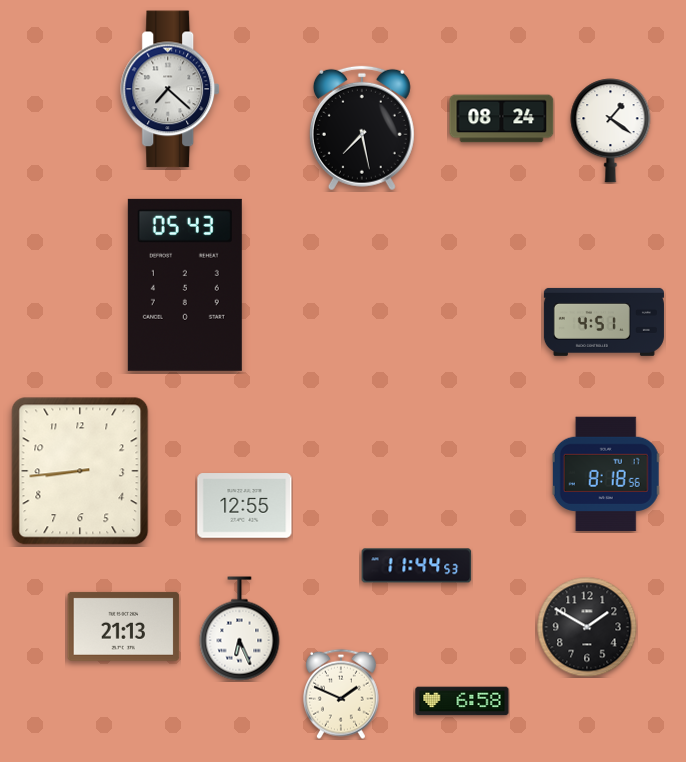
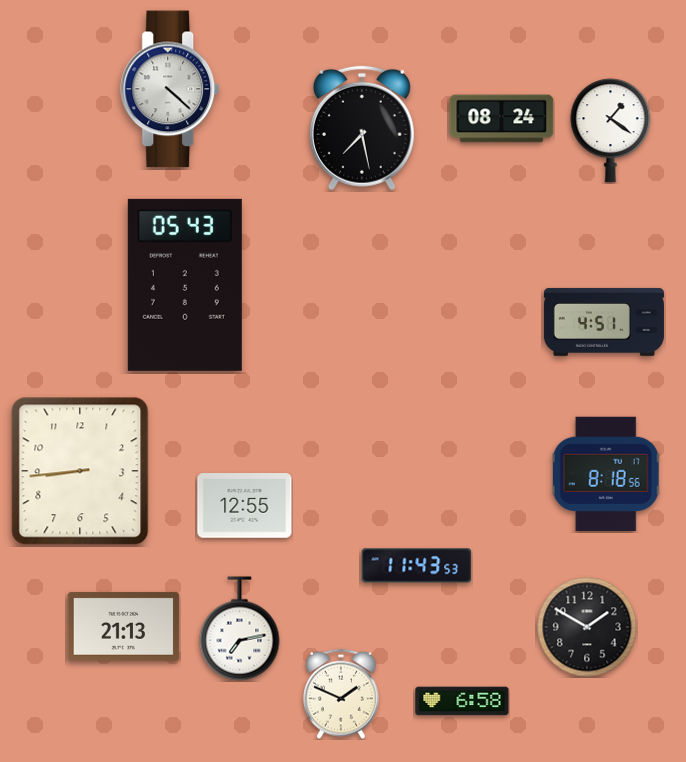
clock at (171, 89): 7:22 -> 4:22
clock at (417, 566): 11:44 -> 11:43
clock at (240, 629): 6:26 -> 7:13
